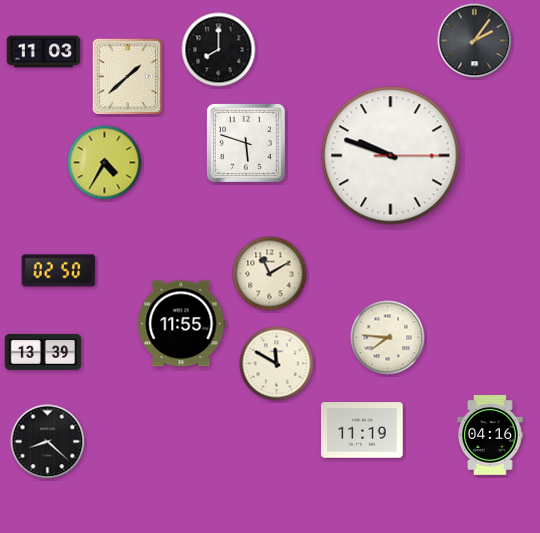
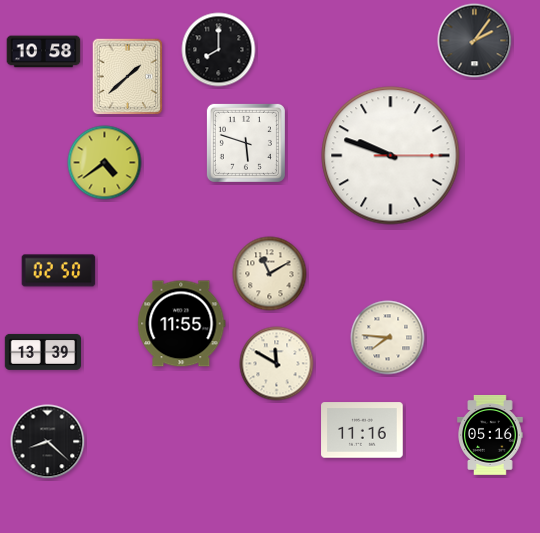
clock at (44, 52): 11:03 -> 10:58
clock at (105, 163): 4:35 -> 4:39
clock at (362, 430): 11:19 -> 11:16
clock at (490, 435): 04:16 -> 05:16
